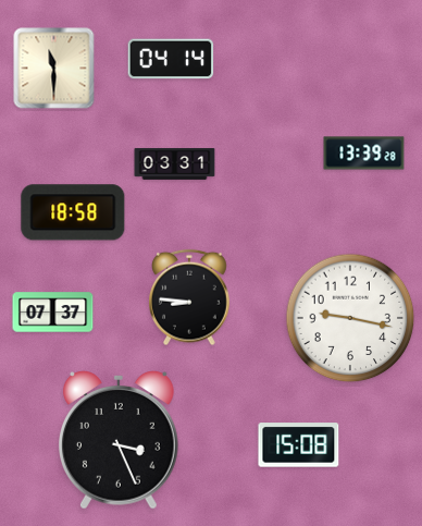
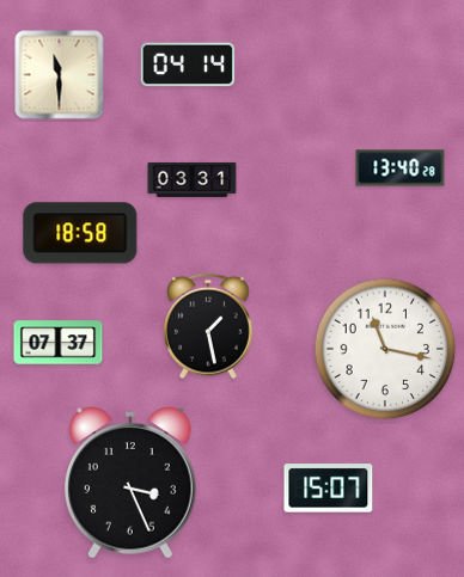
clock at (364, 154): 13:39 -> 13:40
clock at (190, 297): 8:46 -> 1:28
clock at (350, 318): 9:17 -> 11:17
clock at (299, 445): 15:08 -> 15:07
